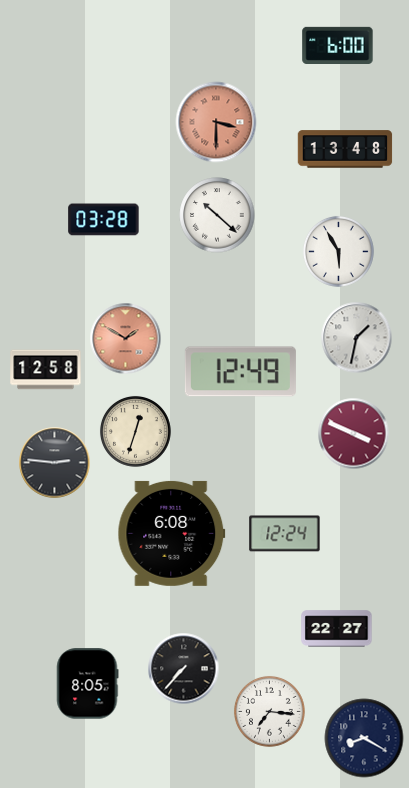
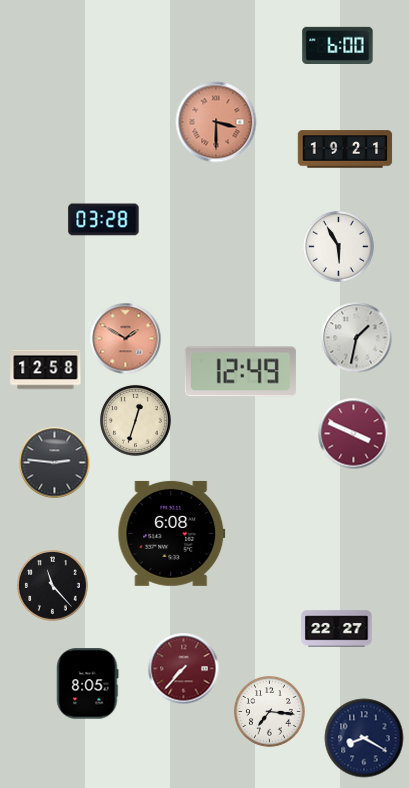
clock at (345, 149): 13:48 -> 19:21
clock at (217, 215): 10:22 -> none
clock at (339, 252) position: (339, 252) -> (339, 247)
clock at (136, 432) position: (136, 432) -> (136, 421)
clock at (285, 534): 12:24 -> none
clock at (53, 586): none -> 11:23
clock at (184, 669) dial: black -> burgundy
